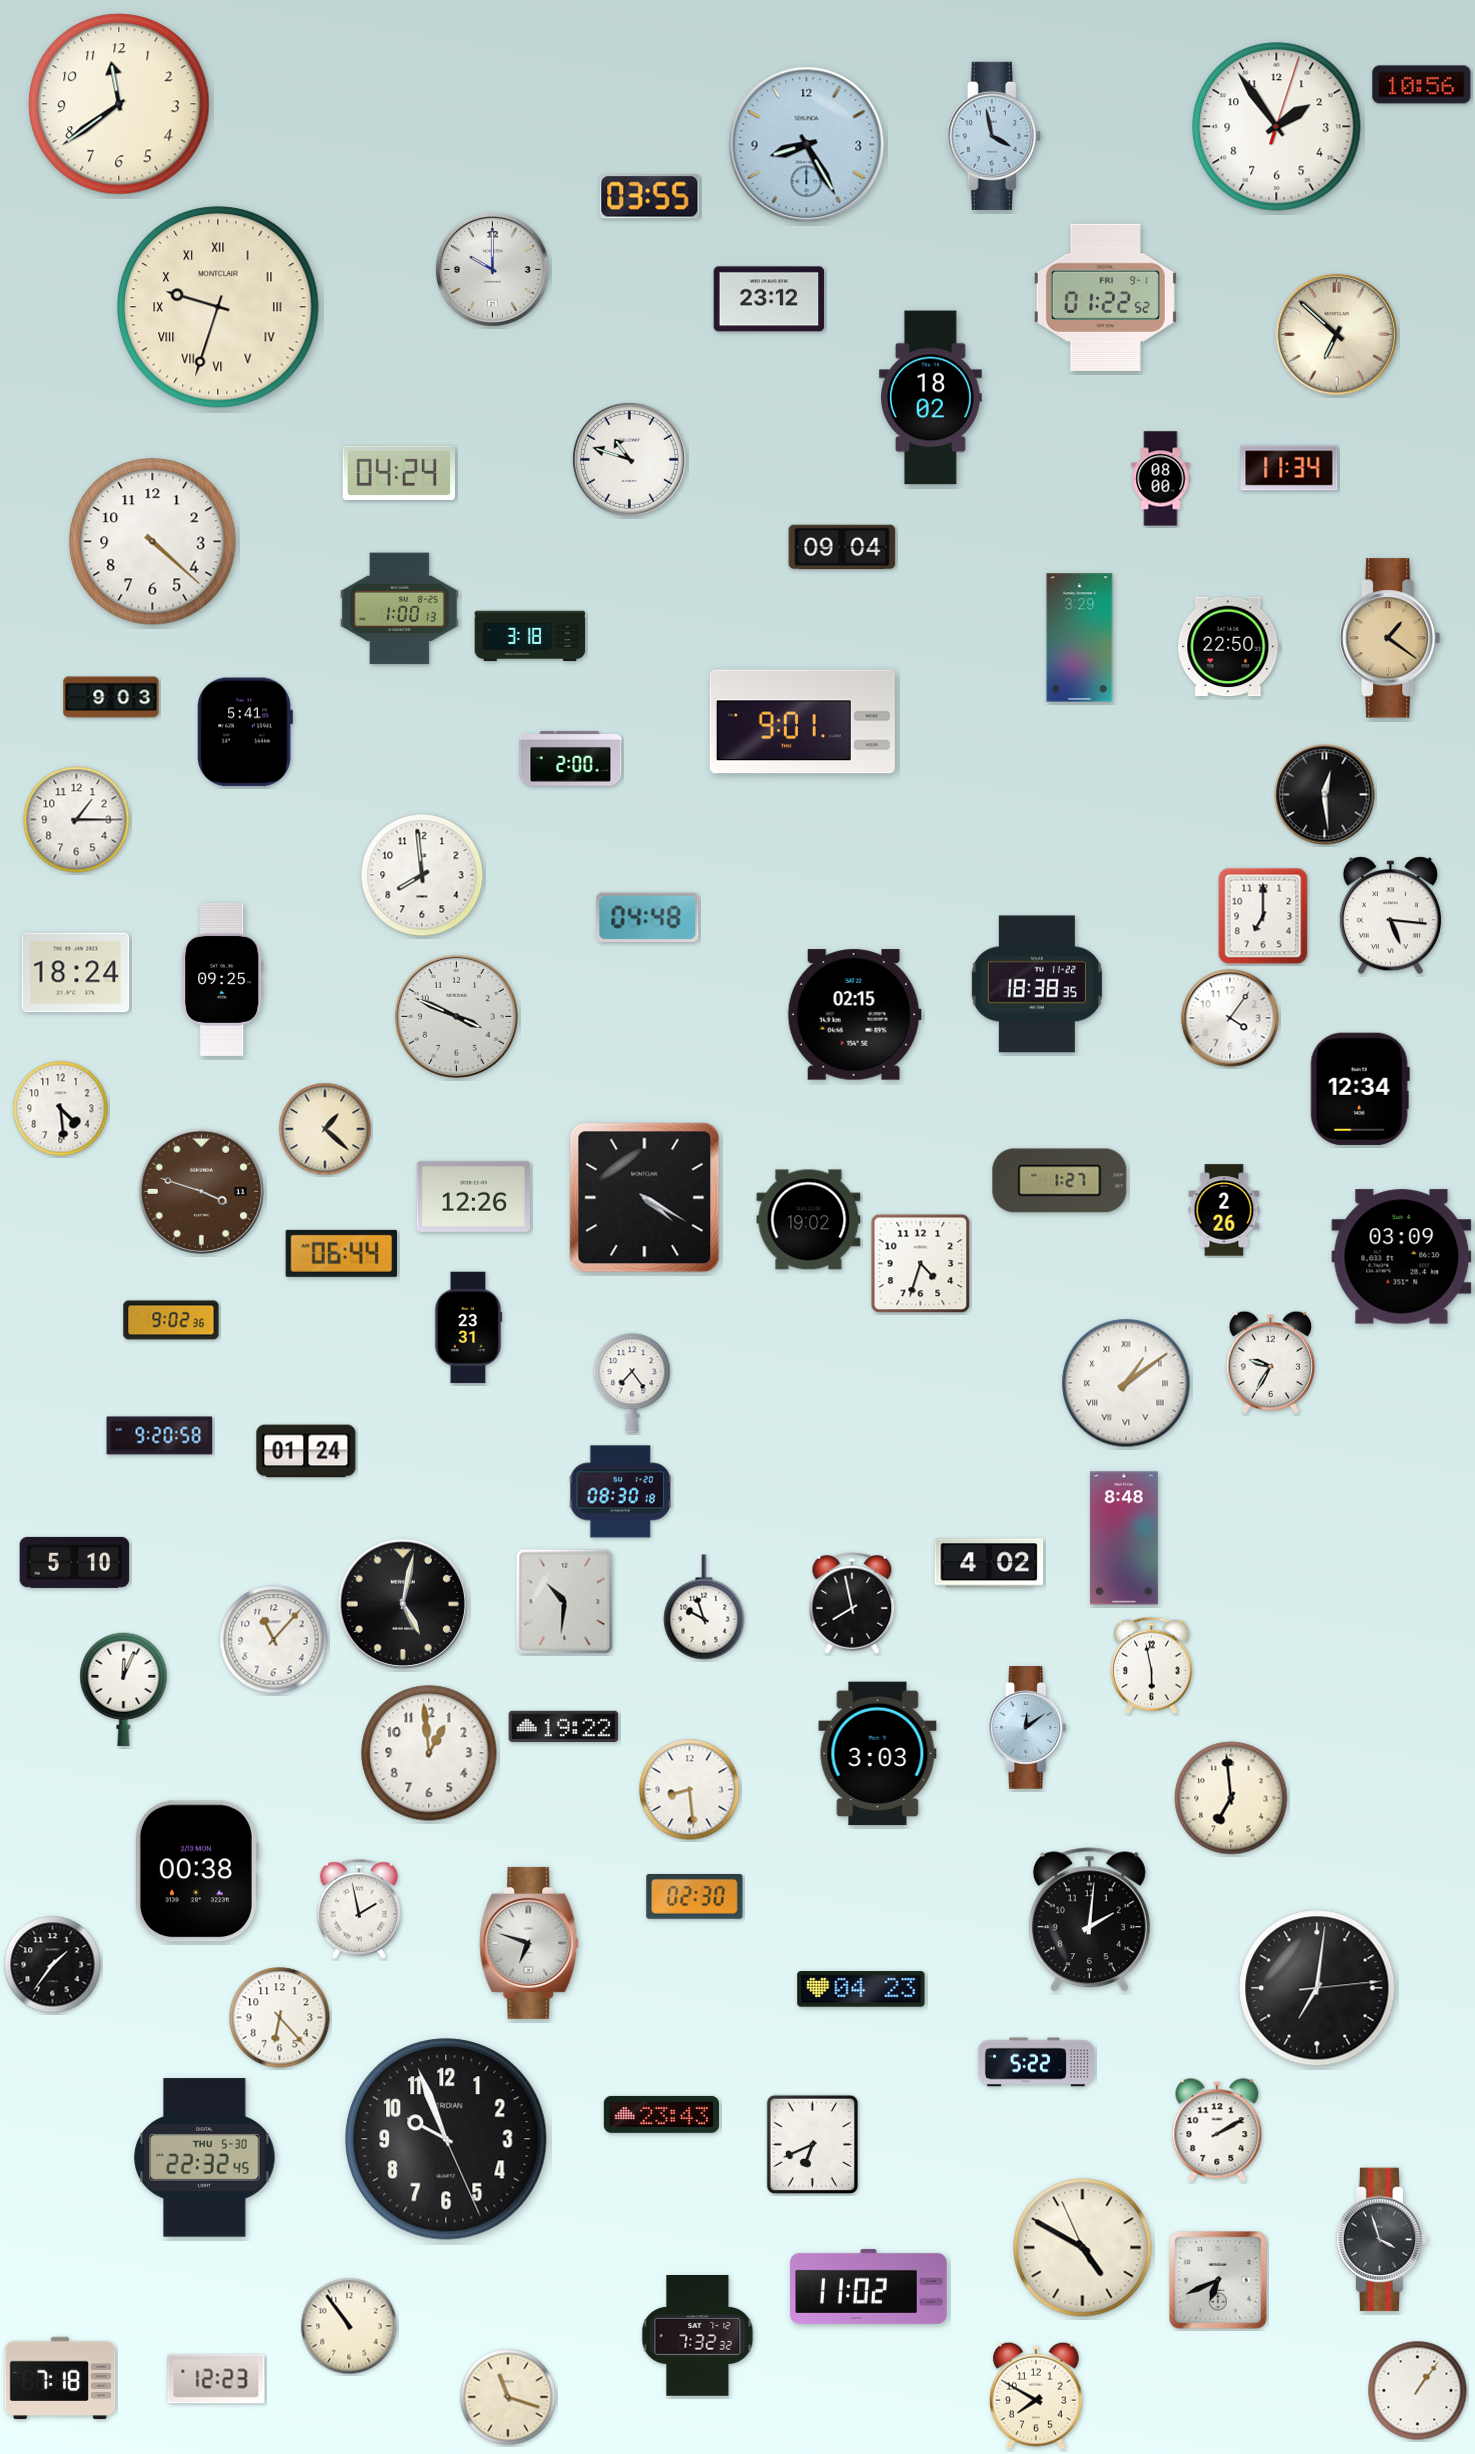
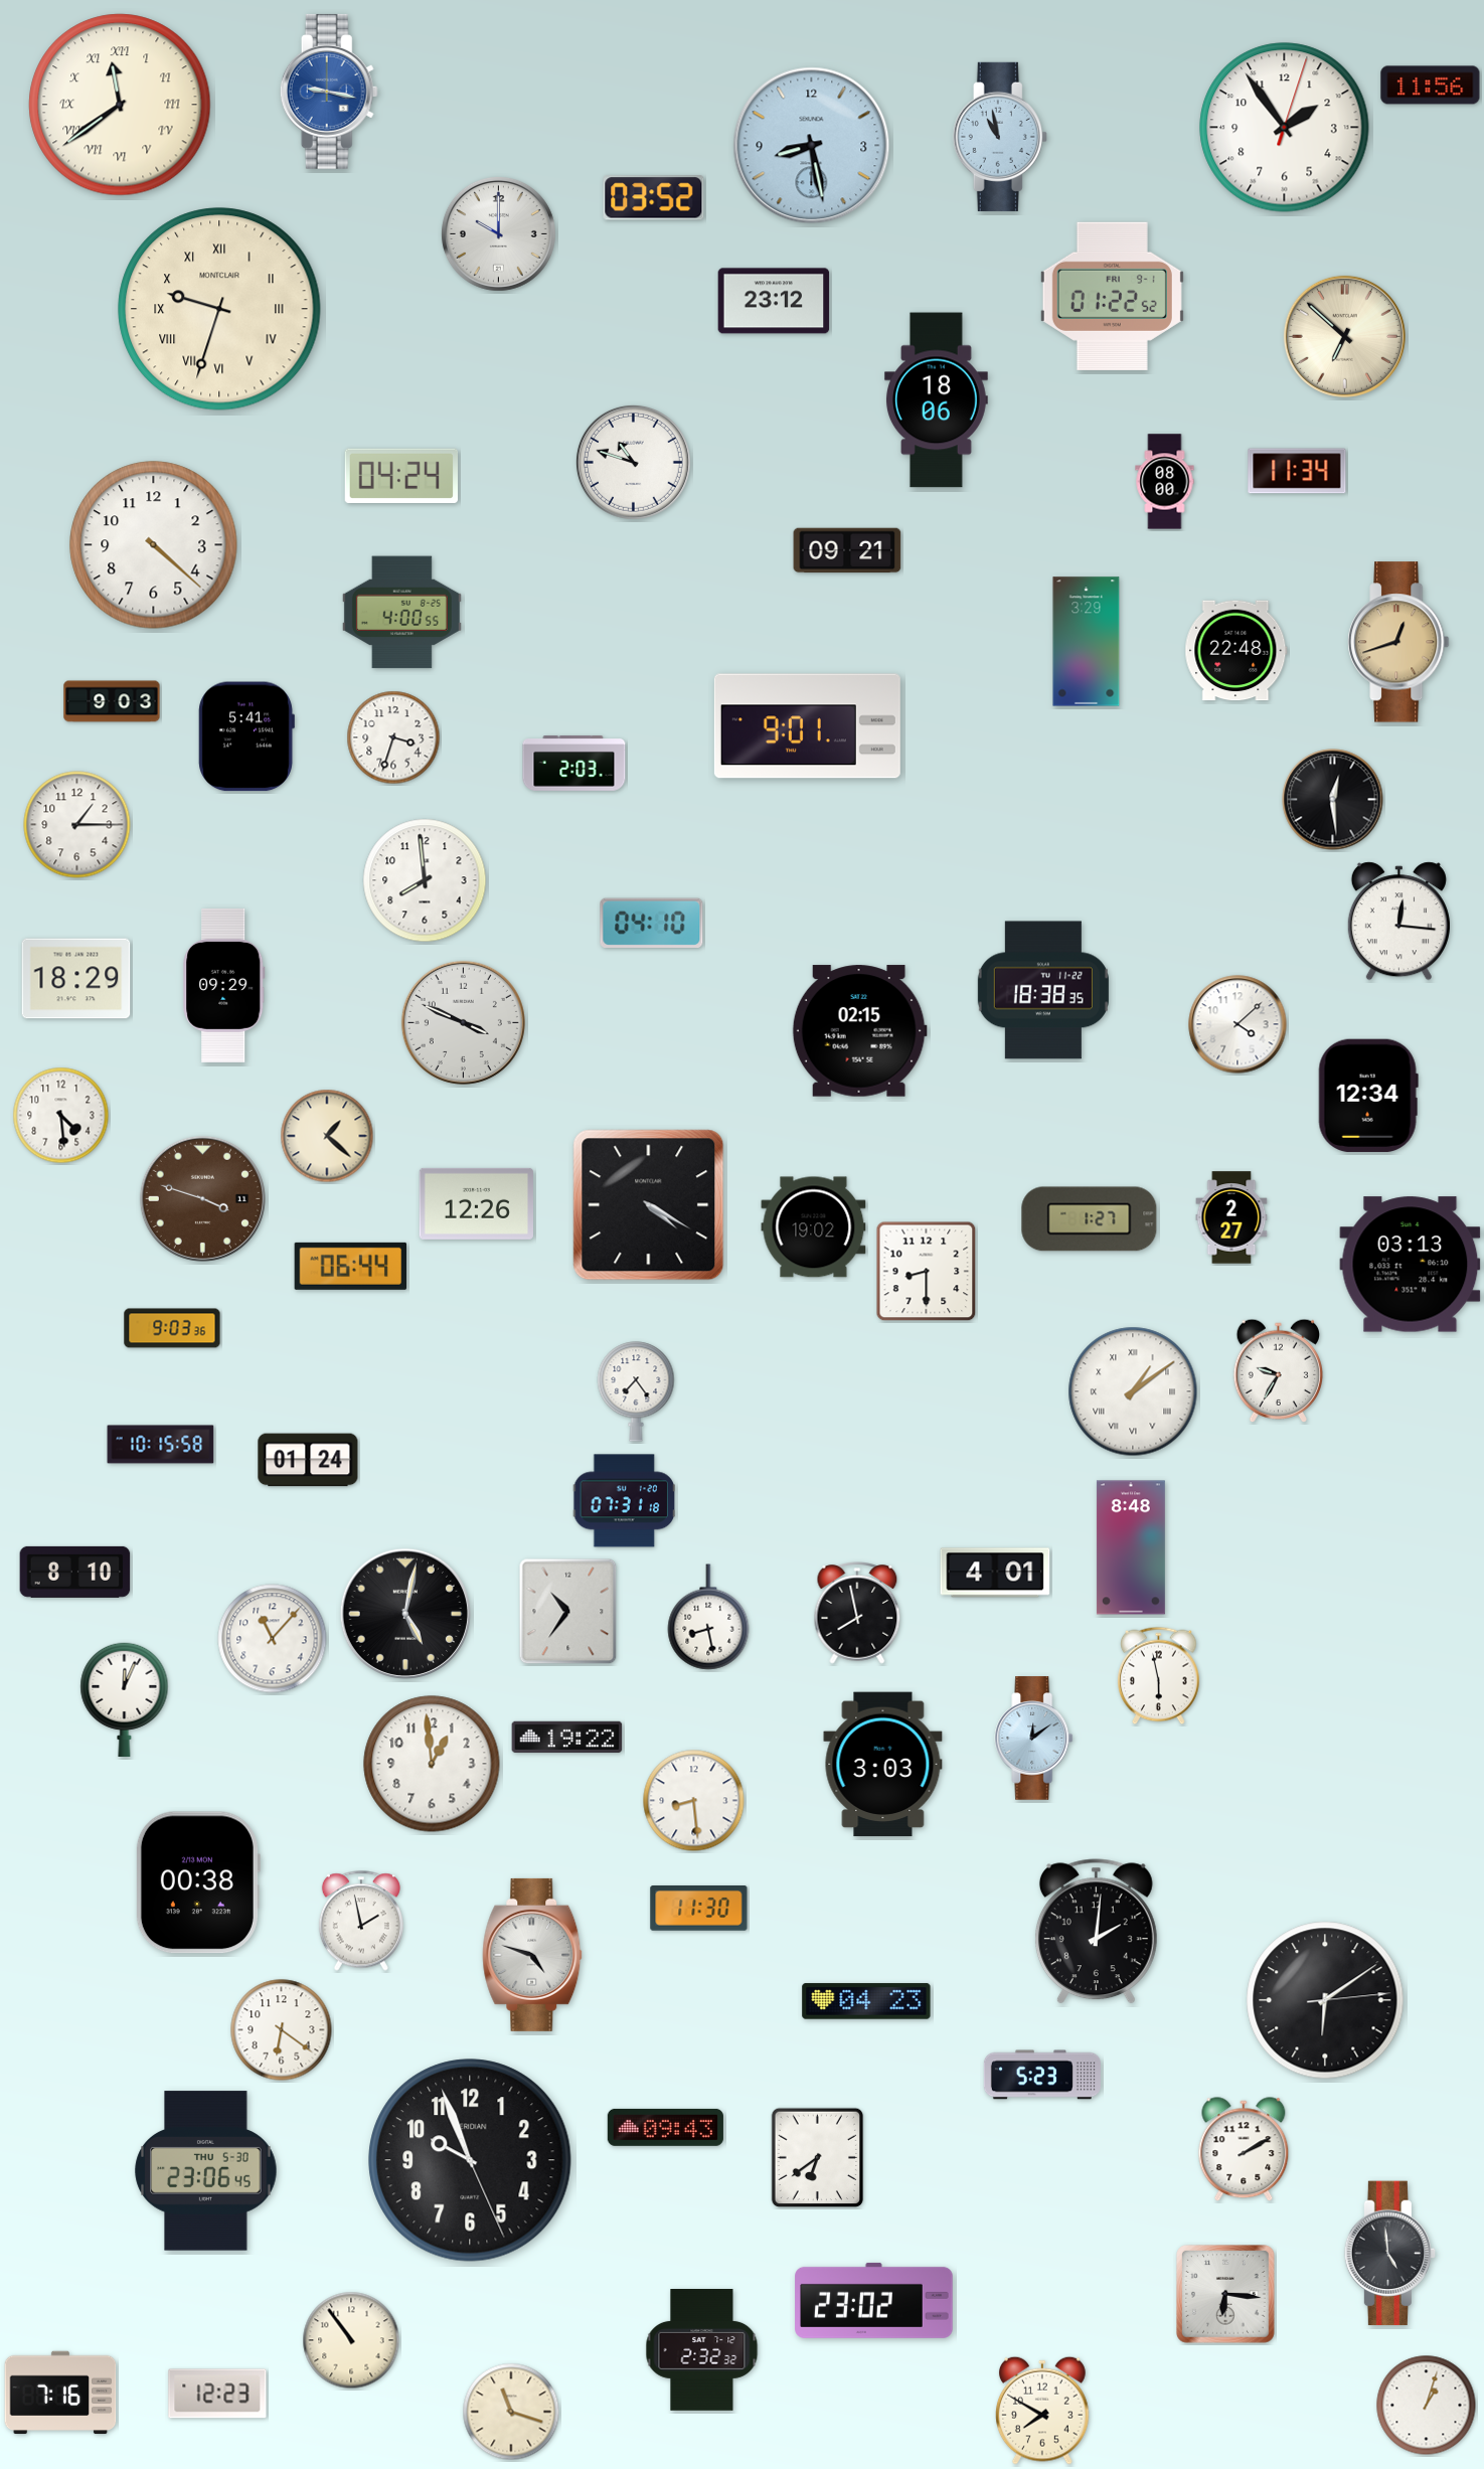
clock at (1422, 85): 10:56 -> 11:56
clock at (329, 92): none -> 9:17
clock at (119, 104) numerals: Arabic -> Roman
clock at (994, 136): 3:58 -> 10:58
clock at (807, 145): 8:25 -> 8:28
clock at (650, 197): 03:55 -> 03:52
clock at (492, 269) position: (492, 269) -> (498, 233)
clock at (1105, 297) position: (1105, 297) -> (1112, 296)
clock at (930, 398): 18:02 -> 18:06
clock at (1161, 479) position: (1161, 479) -> (1165, 482)
clock at (842, 547): 09:04 -> 09:21
clock at (399, 609): 1:00 -> 4:00
clock at (530, 636): 3:18 -> none
clock at (1390, 638): 1:21 -> 12:42
clock at (1229, 647): 22:50 -> 22:48
clock at (393, 737): none -> 3:33
clock at (571, 759): 2:00 -> 2:03
clock at (1263, 916): 7:00 -> none
clock at (1390, 916): 5:16 -> 12:16
clock at (648, 917): 04:48 -> 04:10
clock at (76, 973): 18:24 -> 18:29
clock at (223, 979): 09:25 -> 09:29
clock at (854, 1015) position: (854, 1015) -> (859, 1031)
clock at (456, 1016) position: (456, 1016) -> (463, 1022)
clock at (1230, 1018): 4:06 -> 4:08
clock at (1060, 1181) position: (1060, 1181) -> (1090, 1219)
clock at (1224, 1210): 2:26 -> 2:27
clock at (342, 1253) position: (342, 1253) -> (351, 1266)
clock at (1402, 1257): 03:09 -> 03:13
clock at (921, 1264): 4:33 -> 8:30
clock at (171, 1320): 9:02 -> 9:03
clock at (468, 1328): 23:31 -> none
clock at (160, 1436): 9:20 -> 10:15
clock at (621, 1492): 08:30 -> 07:31
clock at (75, 1562): 5:10 -> 8:10
clock at (989, 1563): 4:02 -> 4:01
clock at (565, 1602): 10:31 -> 10:36
clock at (704, 1607): 9:57 -> 8:28
clock at (274, 1640) position: (274, 1640) -> (273, 1639)
clock at (1231, 1798): 6:59 -> none
clock at (695, 1897): 02:30 -> 11:30
clock at (529, 1943): 6:48 -> 4:48
clock at (53, 1965): 1:36 -> none
clock at (1317, 1988): 7:01 -> 6:09
clock at (280, 2018): 6:23 -> 6:21
clock at (1036, 2062): 5:22 -> 5:23
clock at (661, 2114): 23:43 -> 09:43
clock at (1217, 2131) position: (1217, 2131) -> (1244, 2150)
clock at (446, 2139) position: (446, 2139) -> (470, 2160)
clock at (813, 2145): 6:41 -> 6:39
clock at (205, 2158): 22:32 -> 23:06
clock at (1382, 2240): 3:57 -> 4:59
clock at (1083, 2248): 4:49 -> none
clock at (1219, 2281): 6:41 -> 6:16
clock at (869, 2286): 11:02 -> 23:02
clock at (698, 2336): 7:32 -> 2:32
clock at (60, 2378): 7:18 -> 7:16
clock at (1418, 2391): 1:06 -> 1:03
